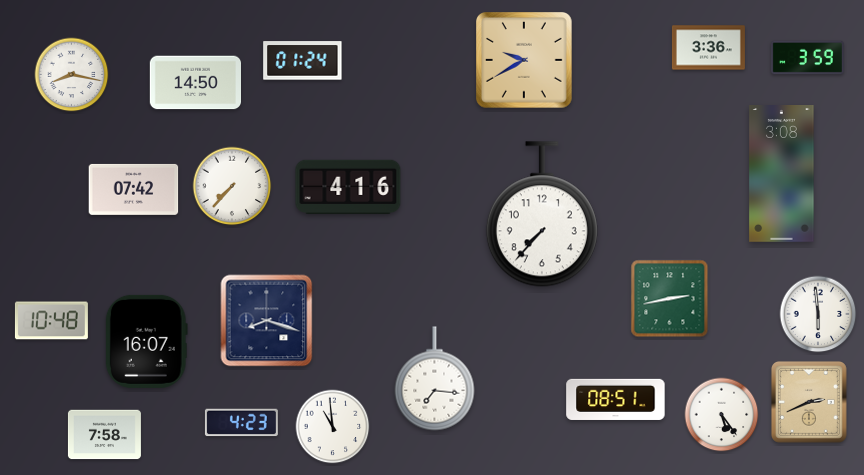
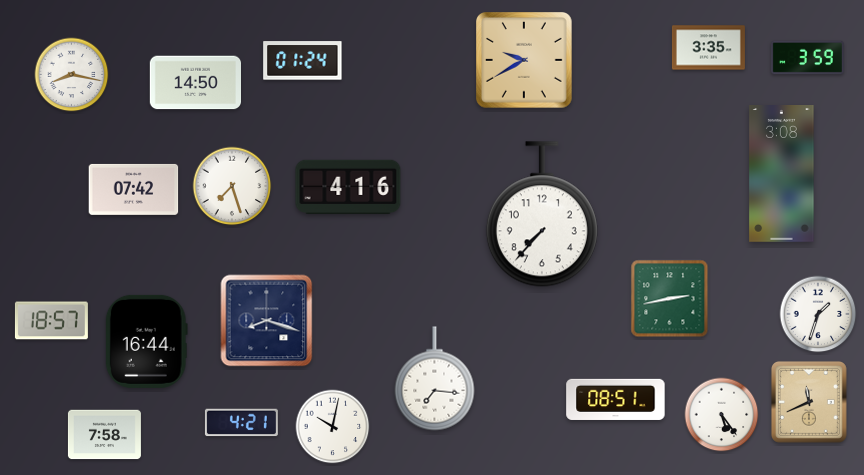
clock at (708, 48): 3:36 -> 3:35
clock at (232, 186): 7:37 -> 7:27
clock at (818, 314): 5:59 -> 1:33
clock at (51, 321): 10:48 -> 18:57
clock at (146, 341): 16:07 -> 16:44
clock at (809, 402): 2:41 -> 11:41
clock at (241, 423): 4:23 -> 4:21
clock at (333, 427): 10:59 -> 10:02
